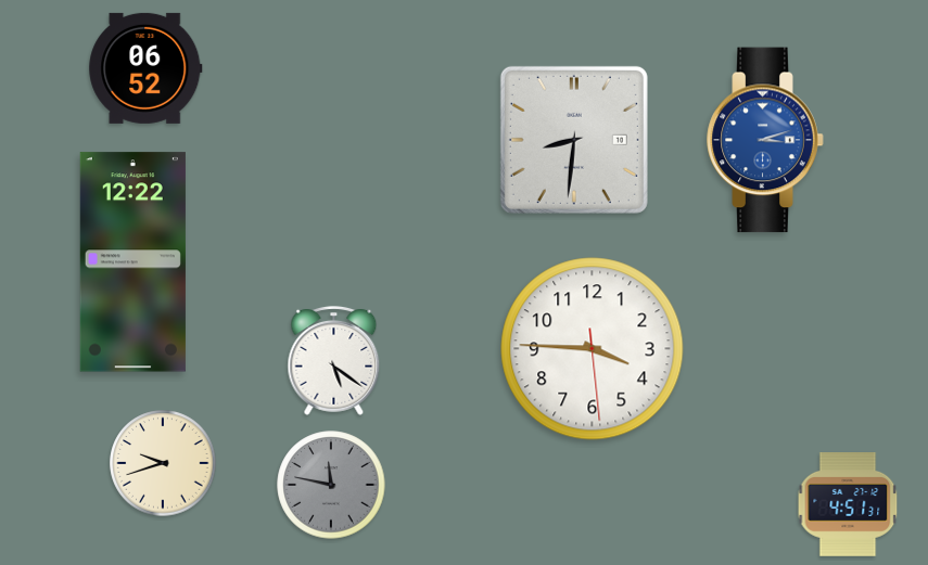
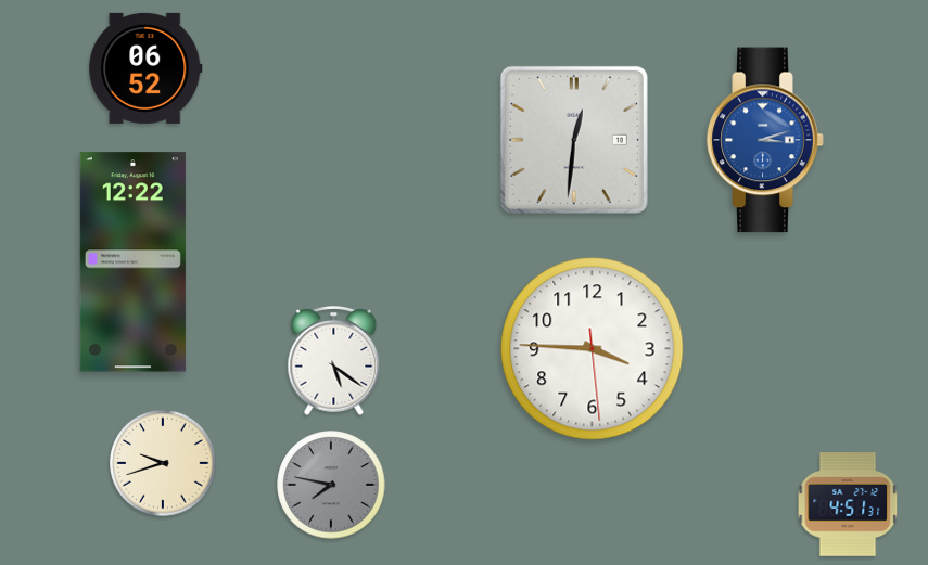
clock at (574, 140): 8:31 -> 12:31
clock at (331, 485): 11:47 -> 7:47
